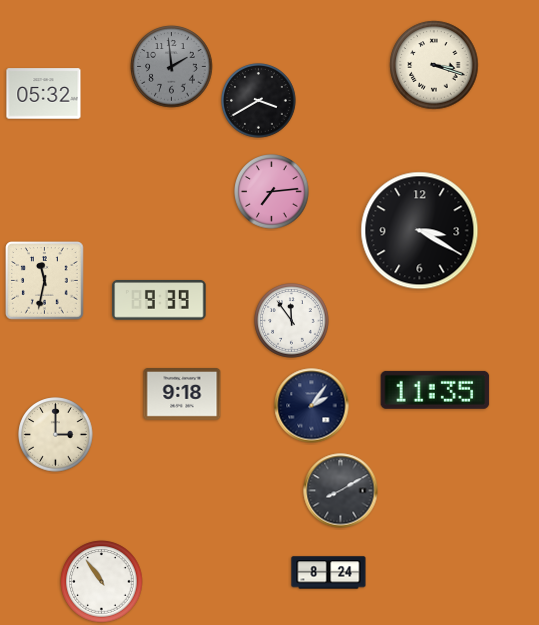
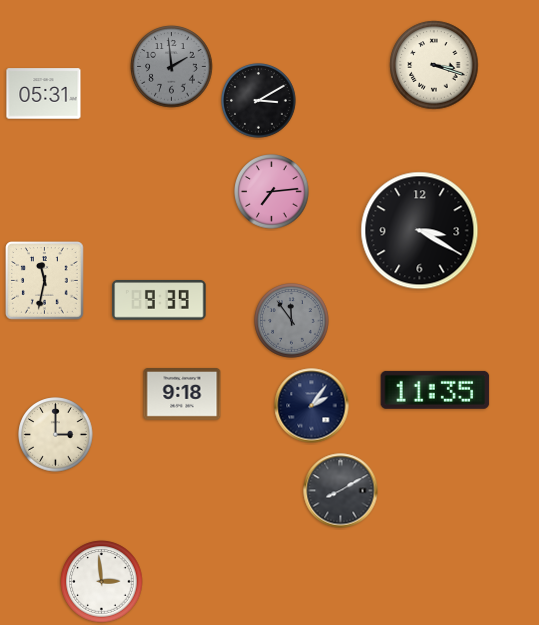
clock at (44, 94): 05:32 -> 05:31
clock at (259, 101): 3:40 -> 3:10
clock at (292, 321) dial: white -> grey
clock at (329, 573): 8:24 -> none
clock at (102, 582): 10:54 -> 2:59
